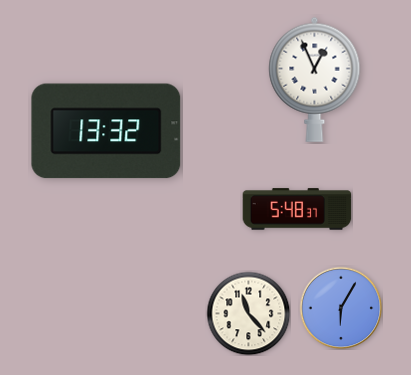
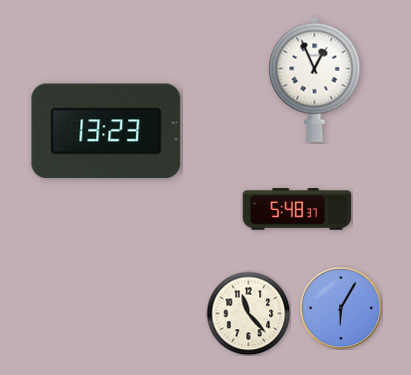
clock at (106, 131): 13:32 -> 13:23
